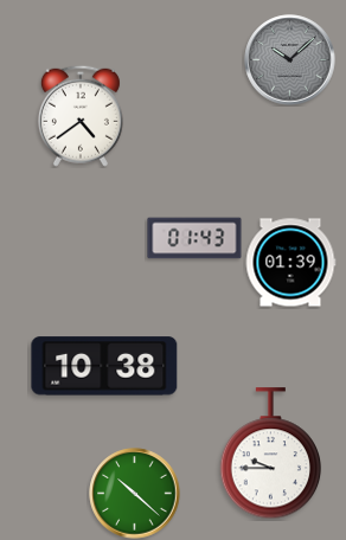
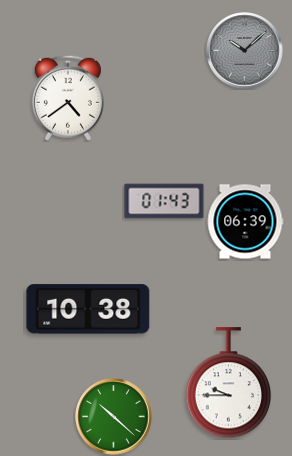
clock at (290, 263): 01:39 -> 06:39
